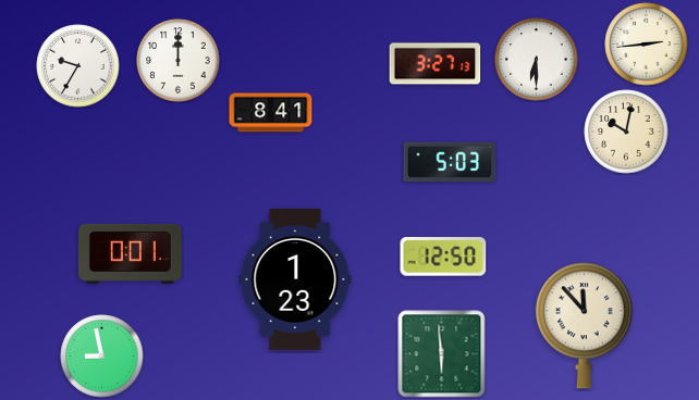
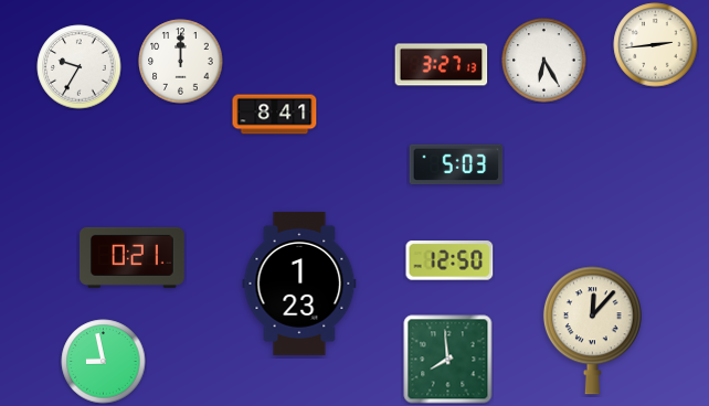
clock at (537, 60): 6:30 -> 6:25
clock at (626, 132): 10:02 -> none
clock at (131, 253): 0:01 -> 0:21
clock at (584, 326): 11:53 -> 12:07
clock at (442, 354): 5:59 -> 7:59
